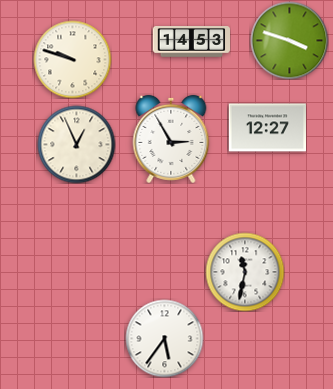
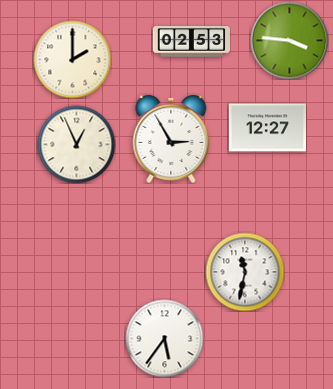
clock at (289, 40): 3:48 -> 3:46
clock at (191, 42): 14:53 -> 02:53
clock at (72, 59): 9:48 -> 2:00
